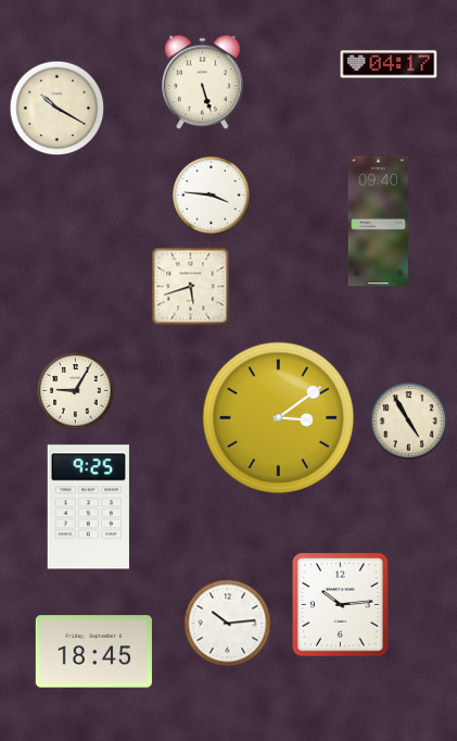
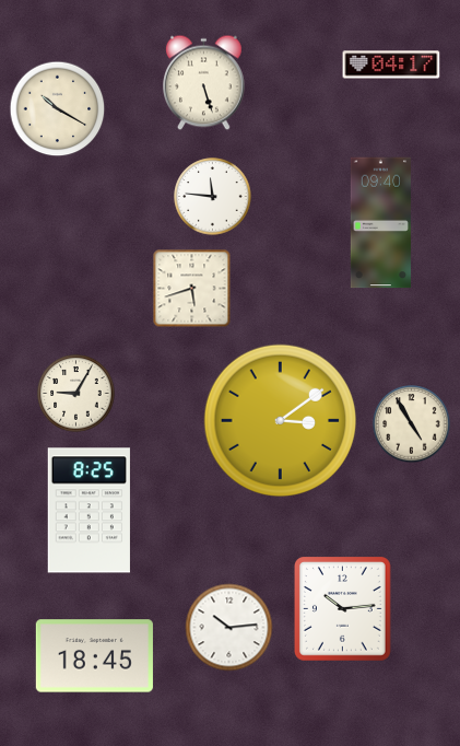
clock at (212, 196): 3:46 -> 11:46
clock at (88, 507): 9:25 -> 8:25
